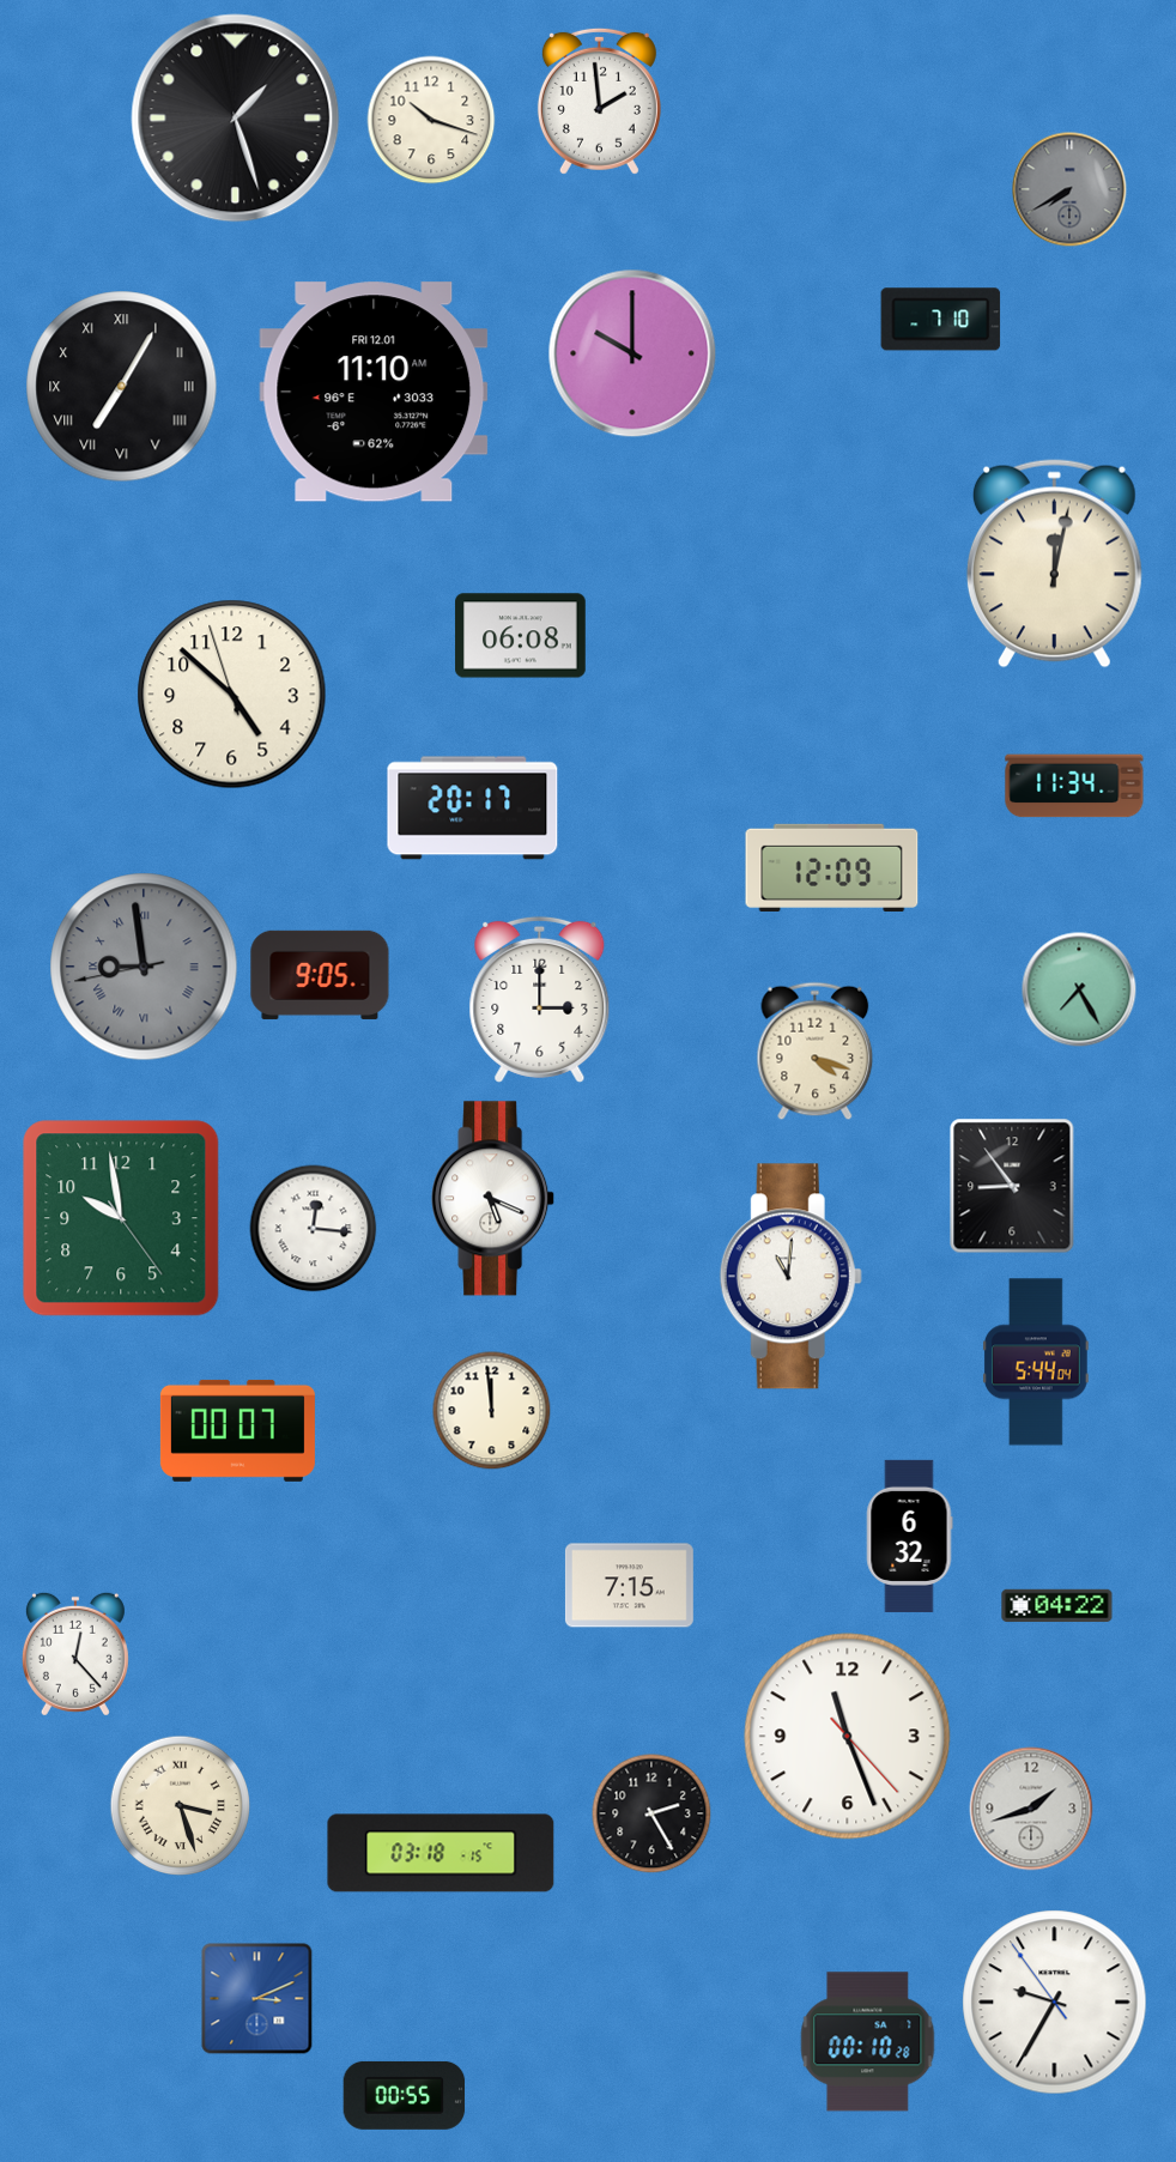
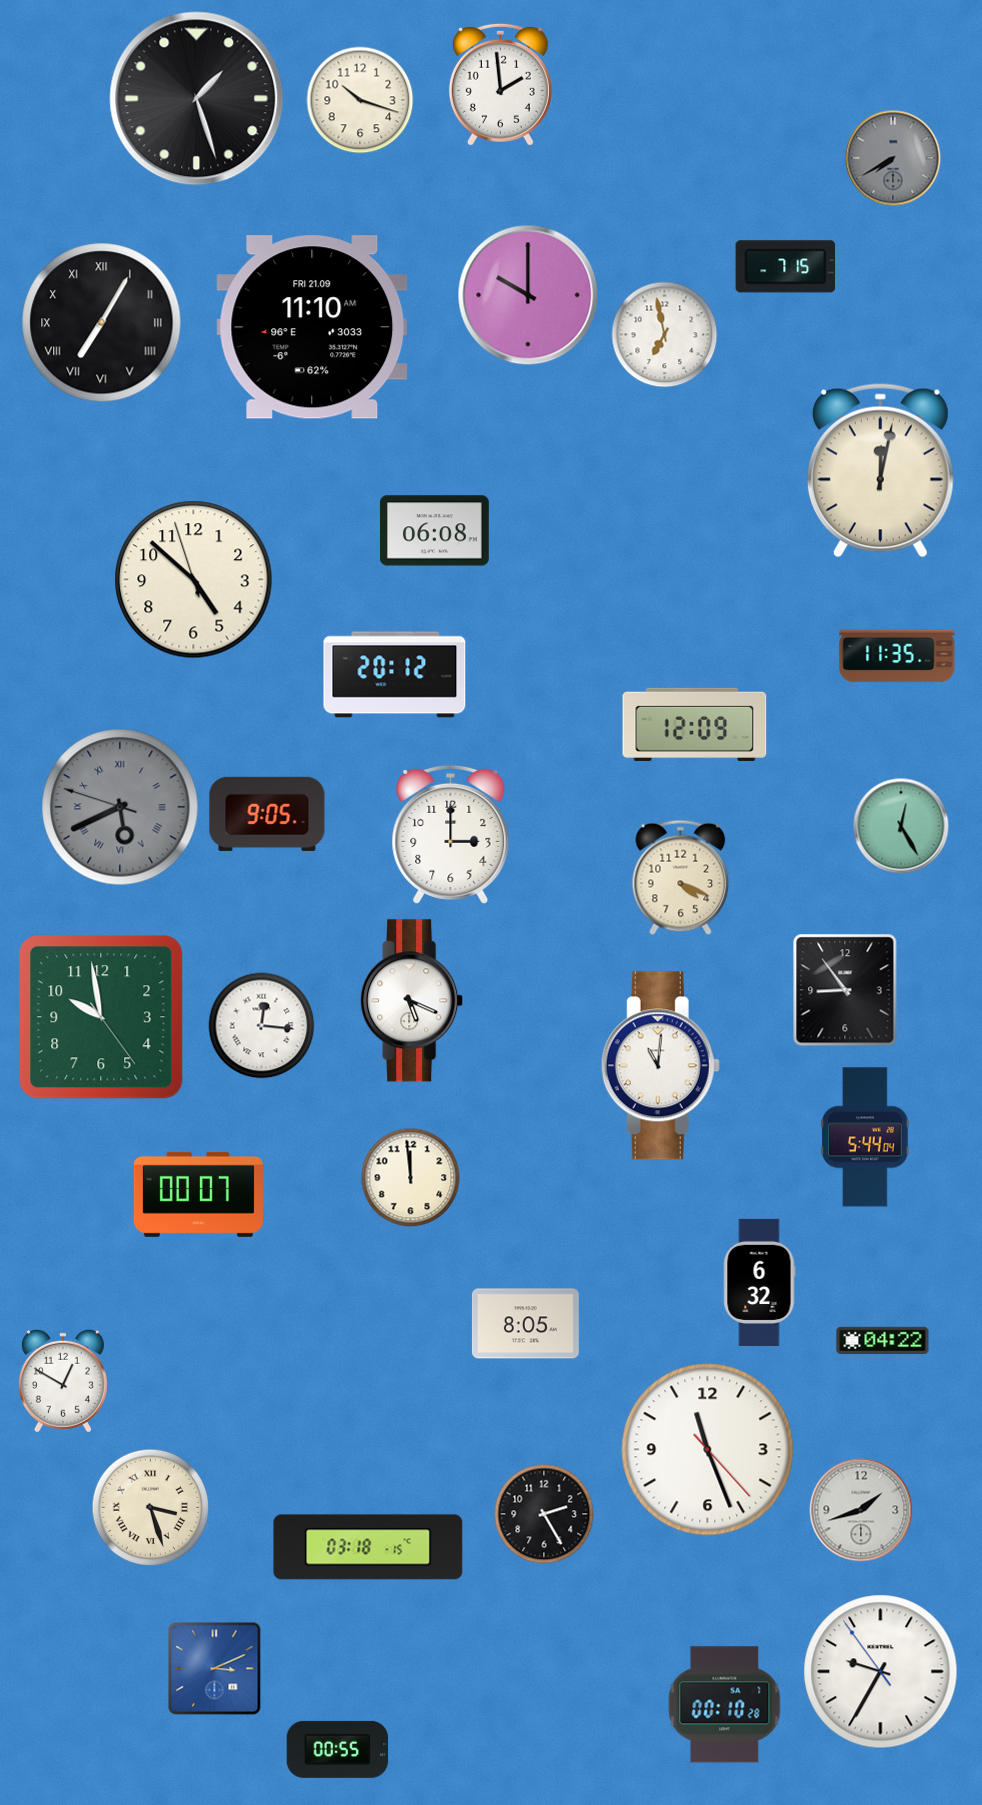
clock at (941, 320): 7:10 -> 7:15
clock at (374, 392) date: FRI 12.01 -> FRI 21.09
clock at (665, 335): none -> 6:58
clock at (1074, 786): 11:34 -> 11:35
clock at (473, 809): 20:17 -> 20:12
clock at (144, 967): 8:58 -> 5:40
clock at (1079, 989): 7:25 -> 12:25
clock at (816, 1052): 4:18 -> 4:19
clock at (629, 1586): 7:15 -> 8:05
clock at (75, 1654): 12:23 -> 12:50
